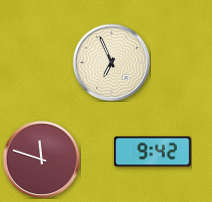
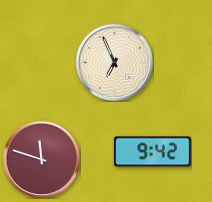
clock at (111, 62) position: (111, 62) -> (114, 62)
